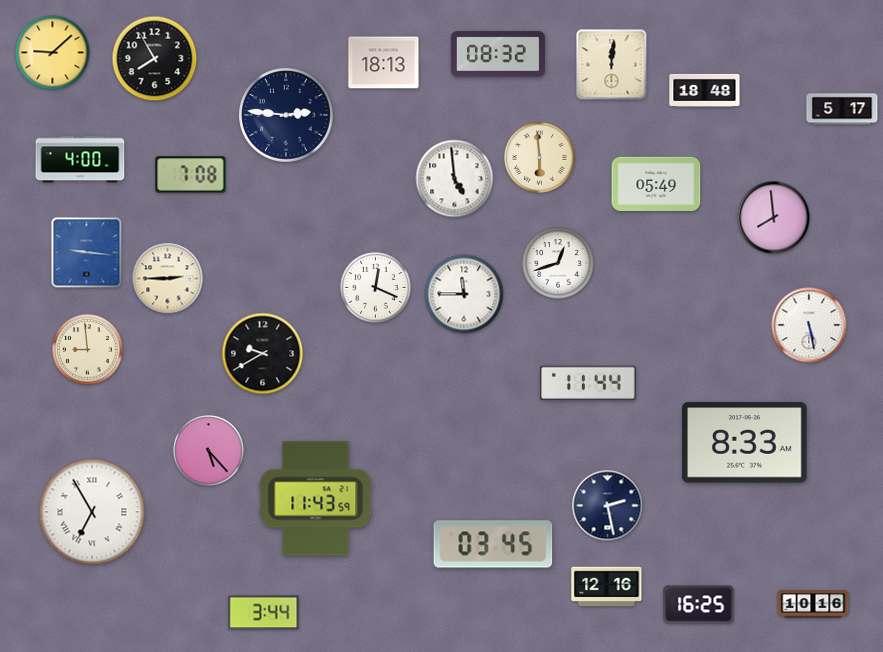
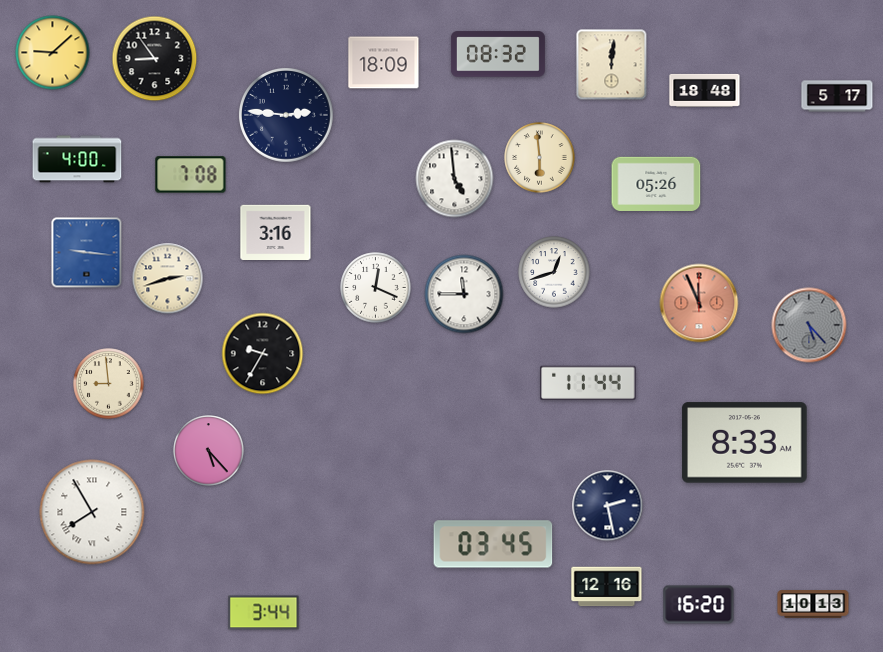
clock at (155, 59): 7:55 -> 8:54
clock at (384, 63): 18:13 -> 18:09
clock at (842, 109) position: (842, 109) -> (837, 96)
clock at (80, 159) position: (80, 159) -> (77, 159)
clock at (656, 183): 05:49 -> 05:26
clock at (774, 218): 7:59 -> none
clock at (276, 232): none -> 3:16
clock at (558, 263) position: (558, 263) -> (554, 272)
clock at (168, 279): 2:45 -> 2:42
clock at (699, 303): none -> 11:56
clock at (809, 325): 5:28 -> 5:23
clock at (809, 325) dial: white -> grey
clock at (88, 350) position: (88, 350) -> (109, 384)
clock at (263, 354): 9:40 -> 9:35
clock at (316, 499): 11:43 -> none
clock at (92, 512): 6:55 -> 7:55
clock at (813, 604): 10:16 -> 10:13
clock at (699, 605): 16:25 -> 16:20
